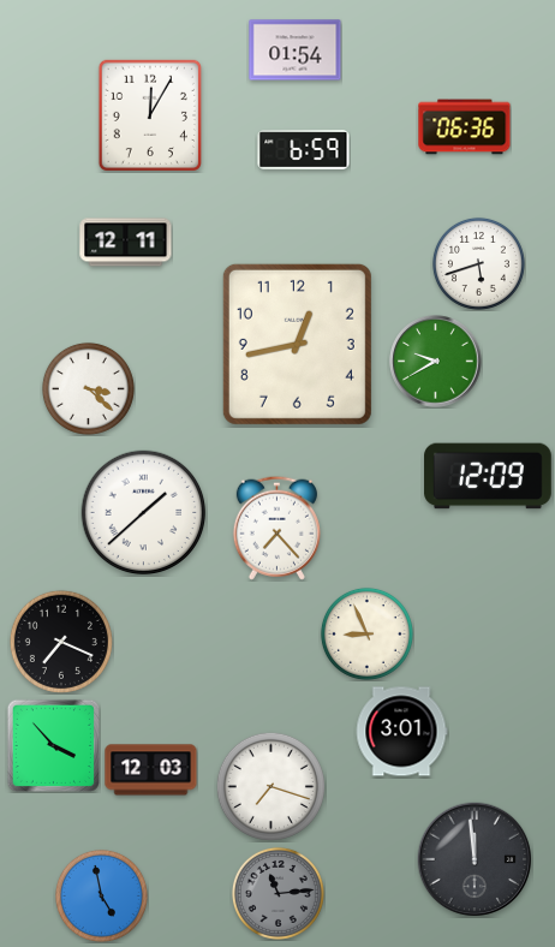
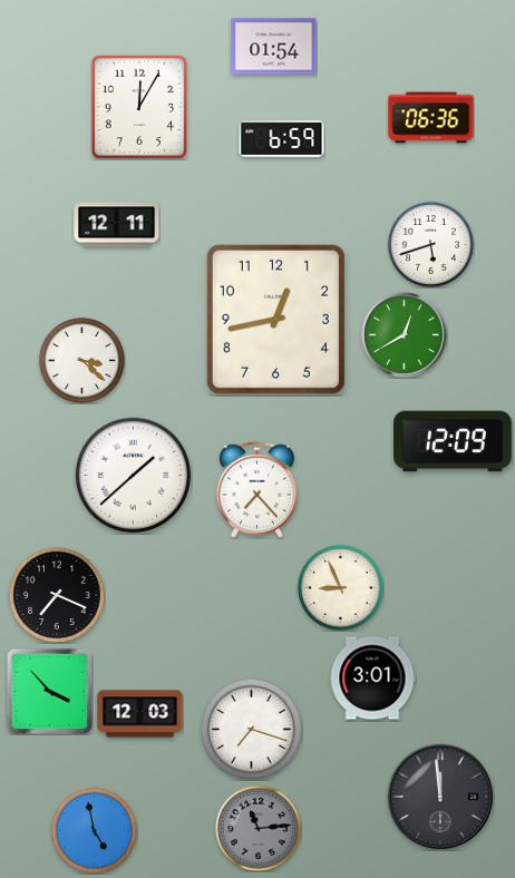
clock at (478, 263) position: (478, 263) -> (430, 244)
clock at (436, 362): 9:40 -> 12:40
